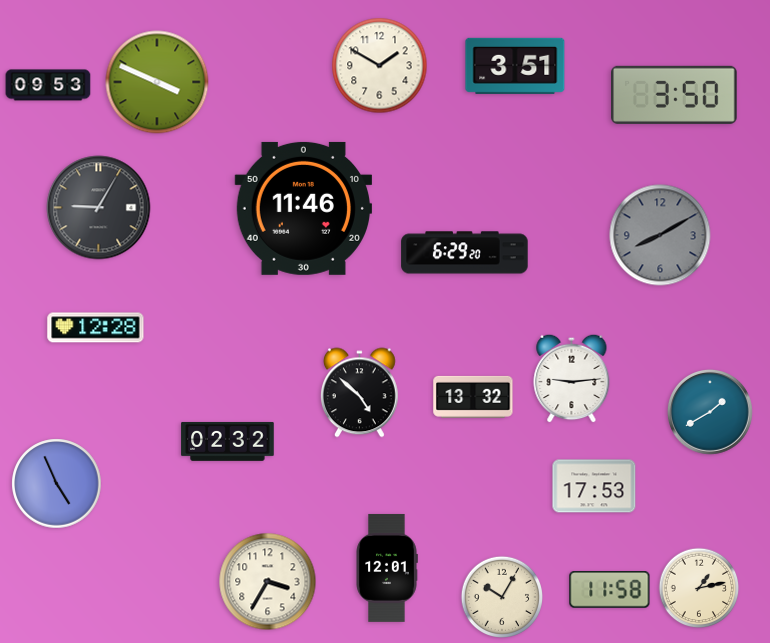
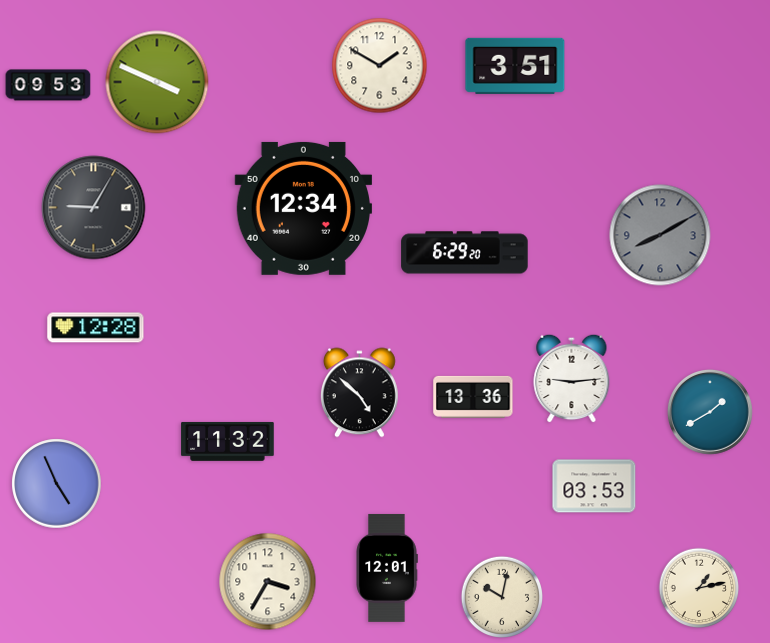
clock at (674, 95): 3:50 -> none
clock at (99, 208) position: (99, 208) -> (94, 208)
clock at (303, 208): 11:46 -> 12:34
clock at (473, 397): 13:32 -> 13:36
clock at (228, 441): 02:32 -> 11:32
clock at (594, 486): 17:53 -> 03:53
clock at (610, 590): 11:58 -> none
clock at (501, 596): 10:05 -> 10:02
